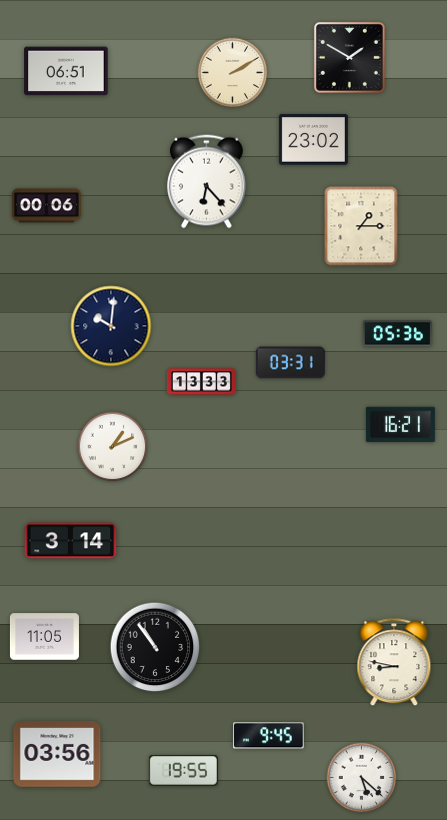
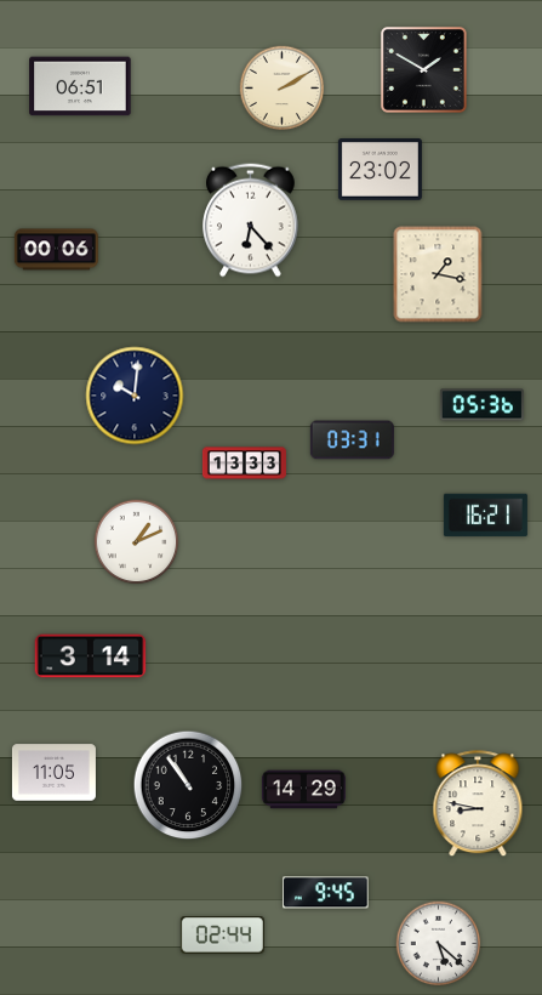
clock at (361, 226): 1:15 -> 1:17
clock at (71, 541) position: (71, 541) -> (91, 656)
clock at (303, 790): none -> 14:29
clock at (57, 754): 03:56 -> none
clock at (183, 771): 19:55 -> 02:44
